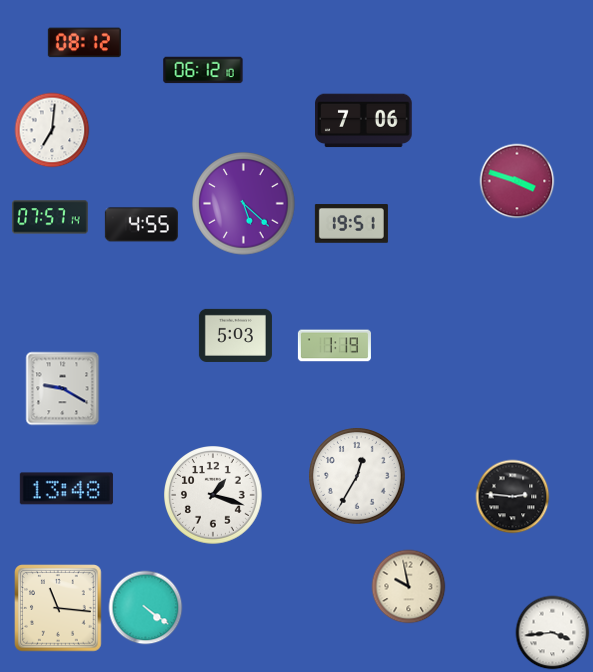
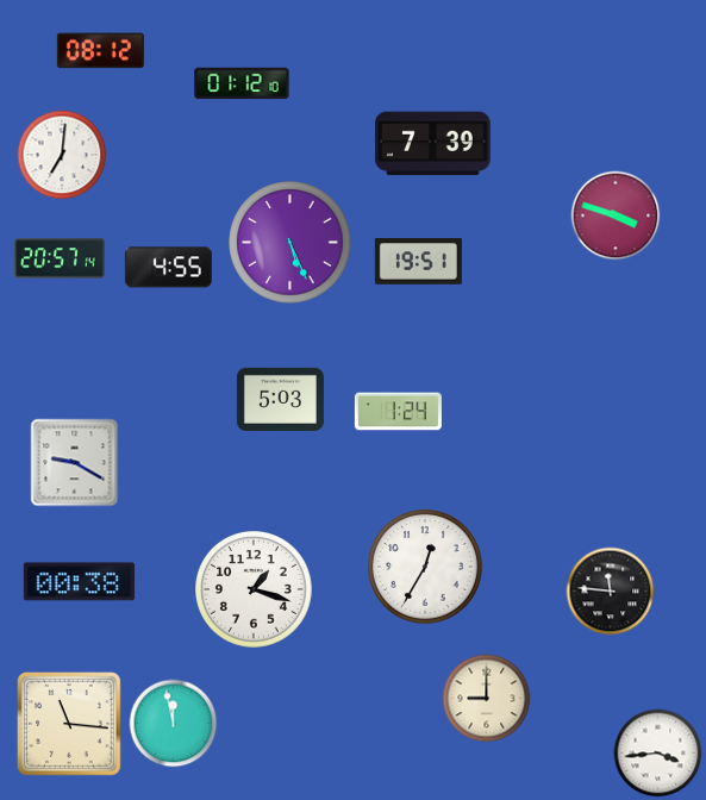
clock at (203, 70): 06:12 -> 01:12
clock at (364, 121): 7:06 -> 7:39
clock at (244, 204): 5:22 -> 5:26
clock at (50, 217): 07:57 -> 20:57
clock at (351, 224) position: (351, 224) -> (418, 262)
clock at (334, 346): 1:19 -> 1:24
clock at (66, 489): 13:48 -> 00:38
clock at (513, 497): 2:46 -> 11:46
clock at (409, 587): 9:58 -> 9:00
clock at (146, 608): 4:21 -> 11:58
